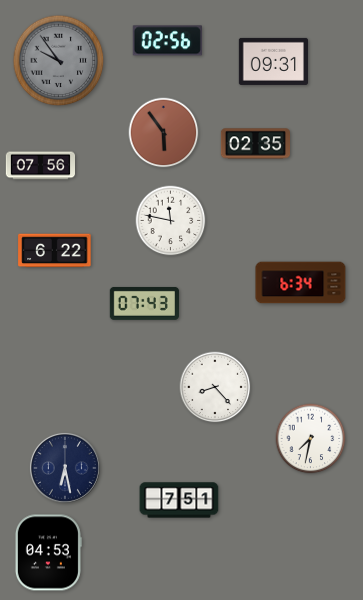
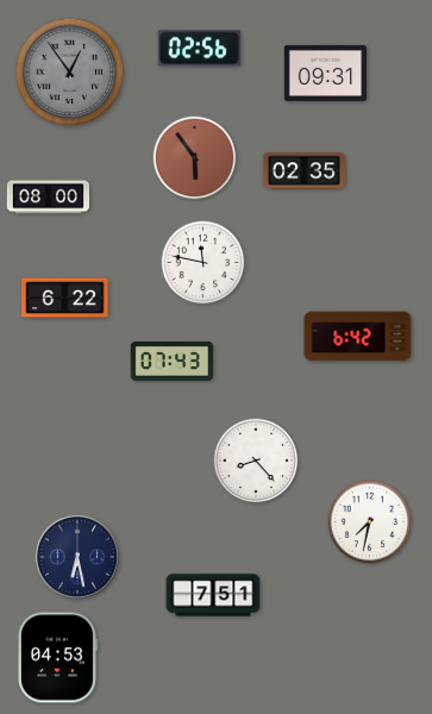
clock at (59, 61): 9:54 -> 12:54
clock at (40, 166): 07:56 -> 08:00
clock at (301, 283): 6:34 -> 6:42
